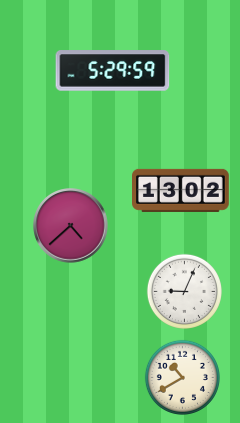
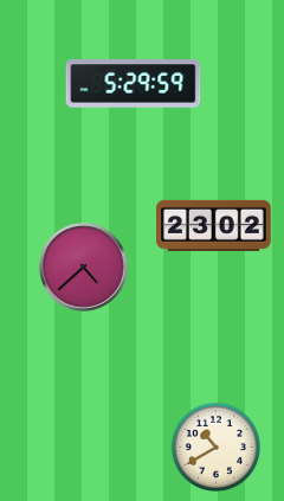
clock at (181, 190): 13:02 -> 23:02
clock at (184, 291): 9:04 -> none
